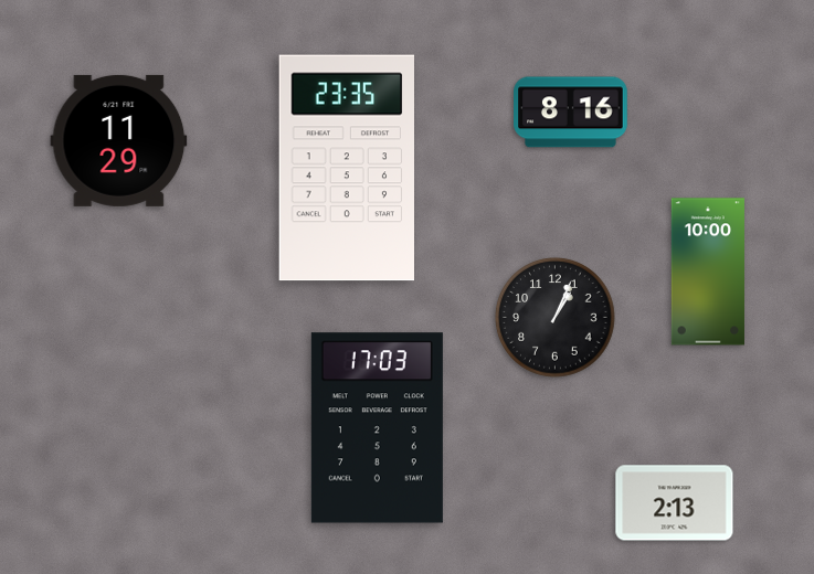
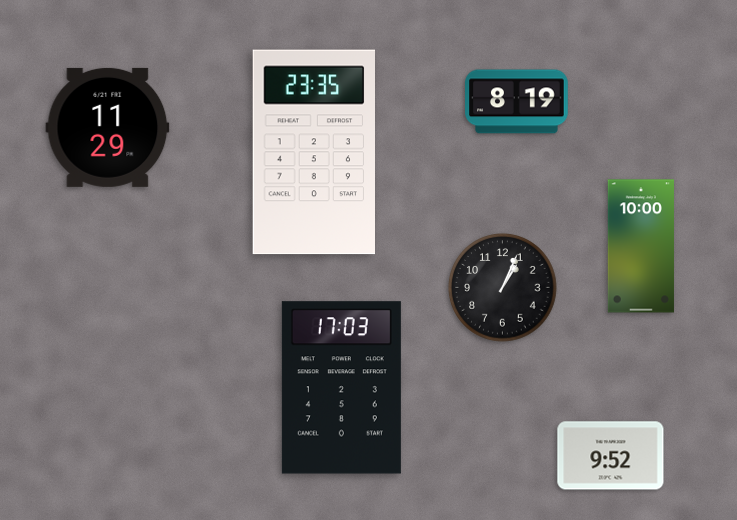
clock at (571, 113): 8:16 -> 8:19
clock at (675, 503): 2:13 -> 9:52
